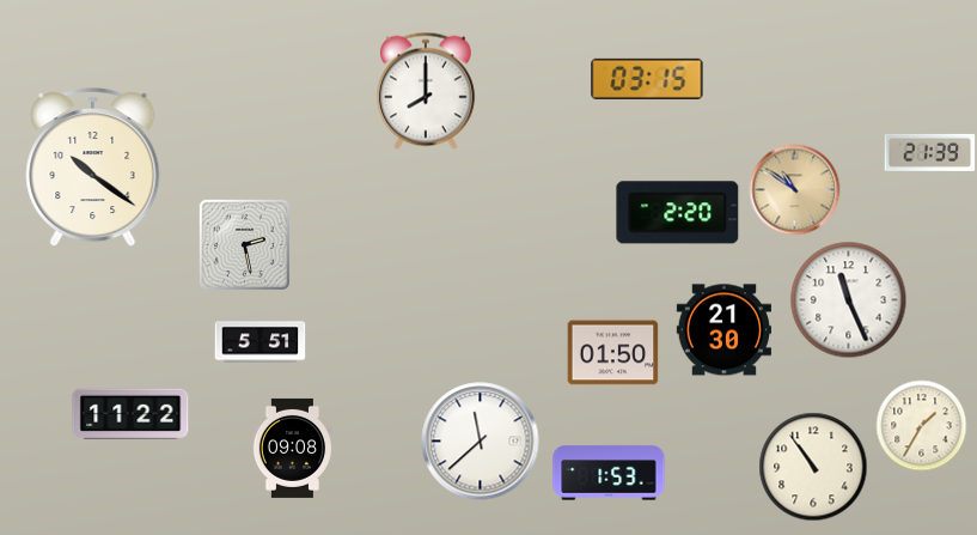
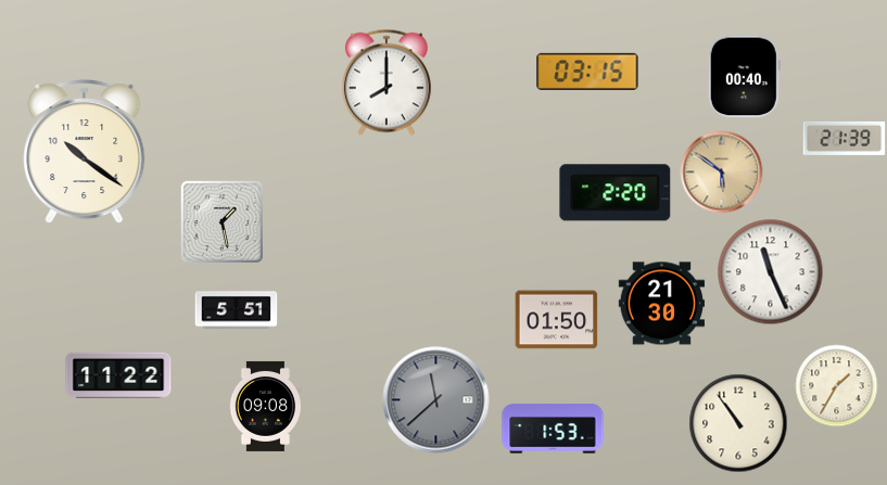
clock at (744, 77): none -> 00:40
clock at (795, 190): 10:51 -> 5:51
clock at (244, 244): 2:28 -> 1:28
clock at (723, 330) position: (723, 330) -> (661, 304)
clock at (481, 442) dial: white -> grey
